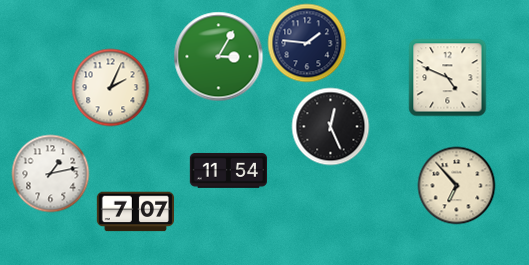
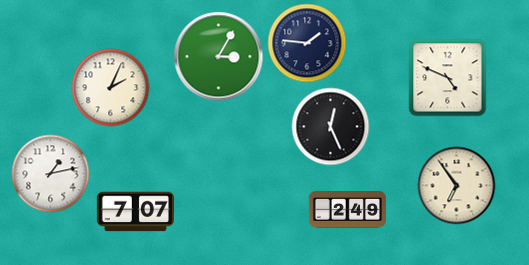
clock at (228, 170): 11:54 -> none
clock at (456, 185): 6:53 -> 6:54
clock at (347, 210): none -> 2:49
